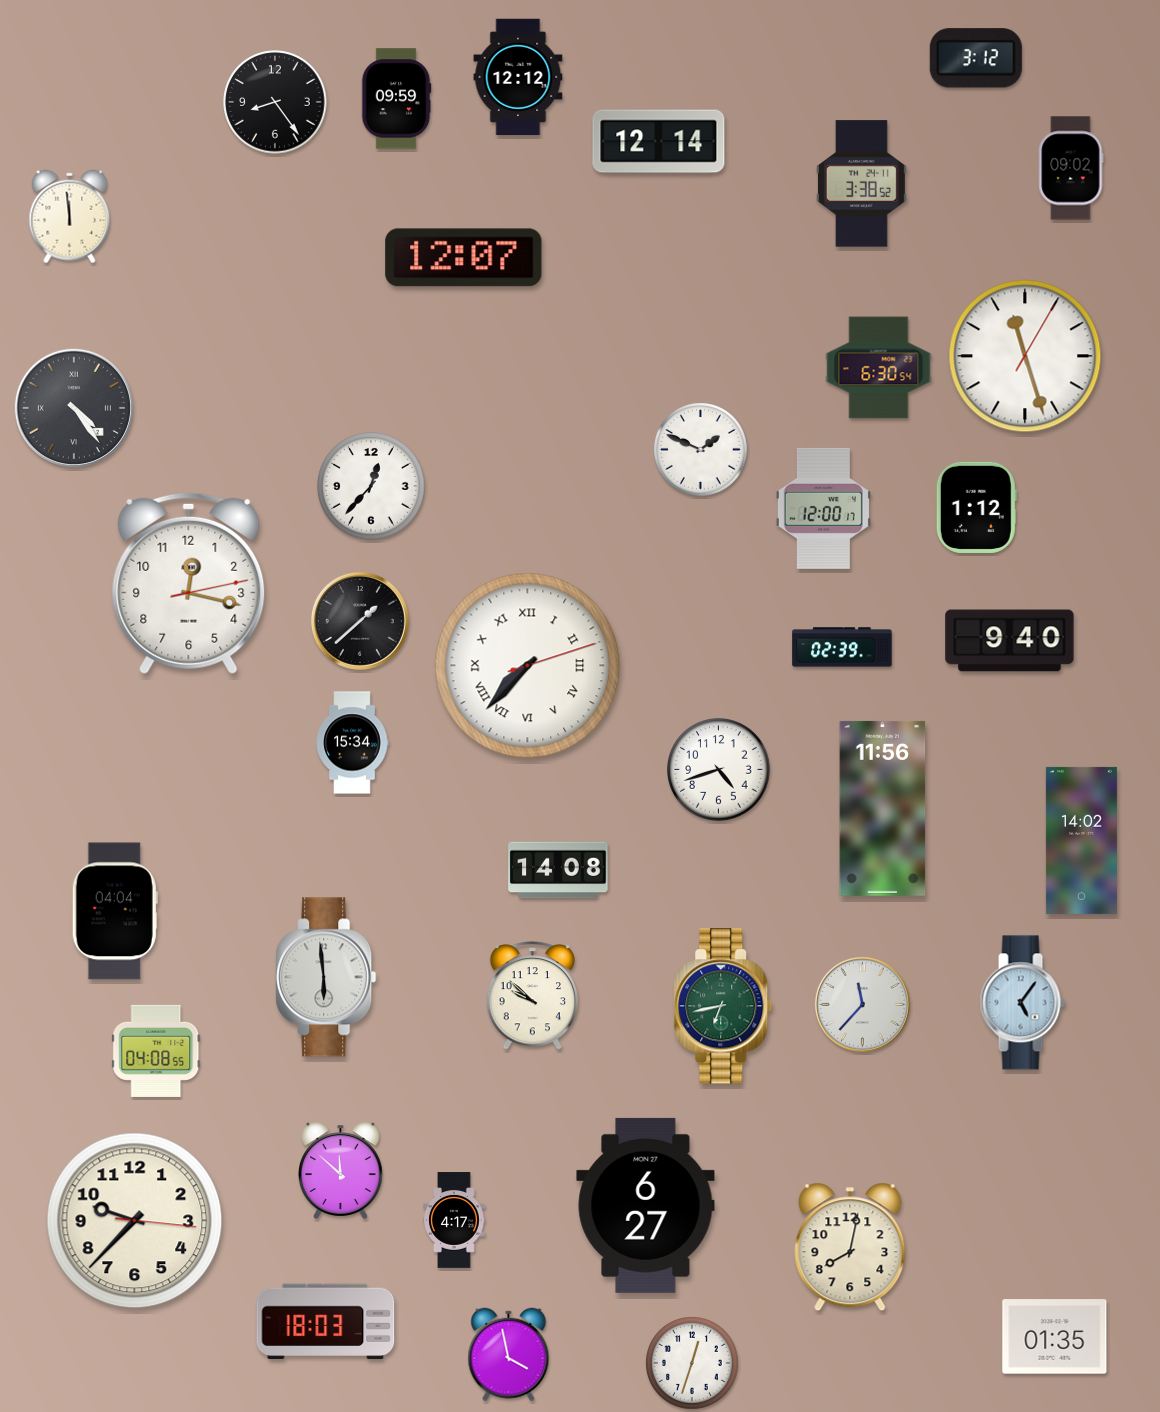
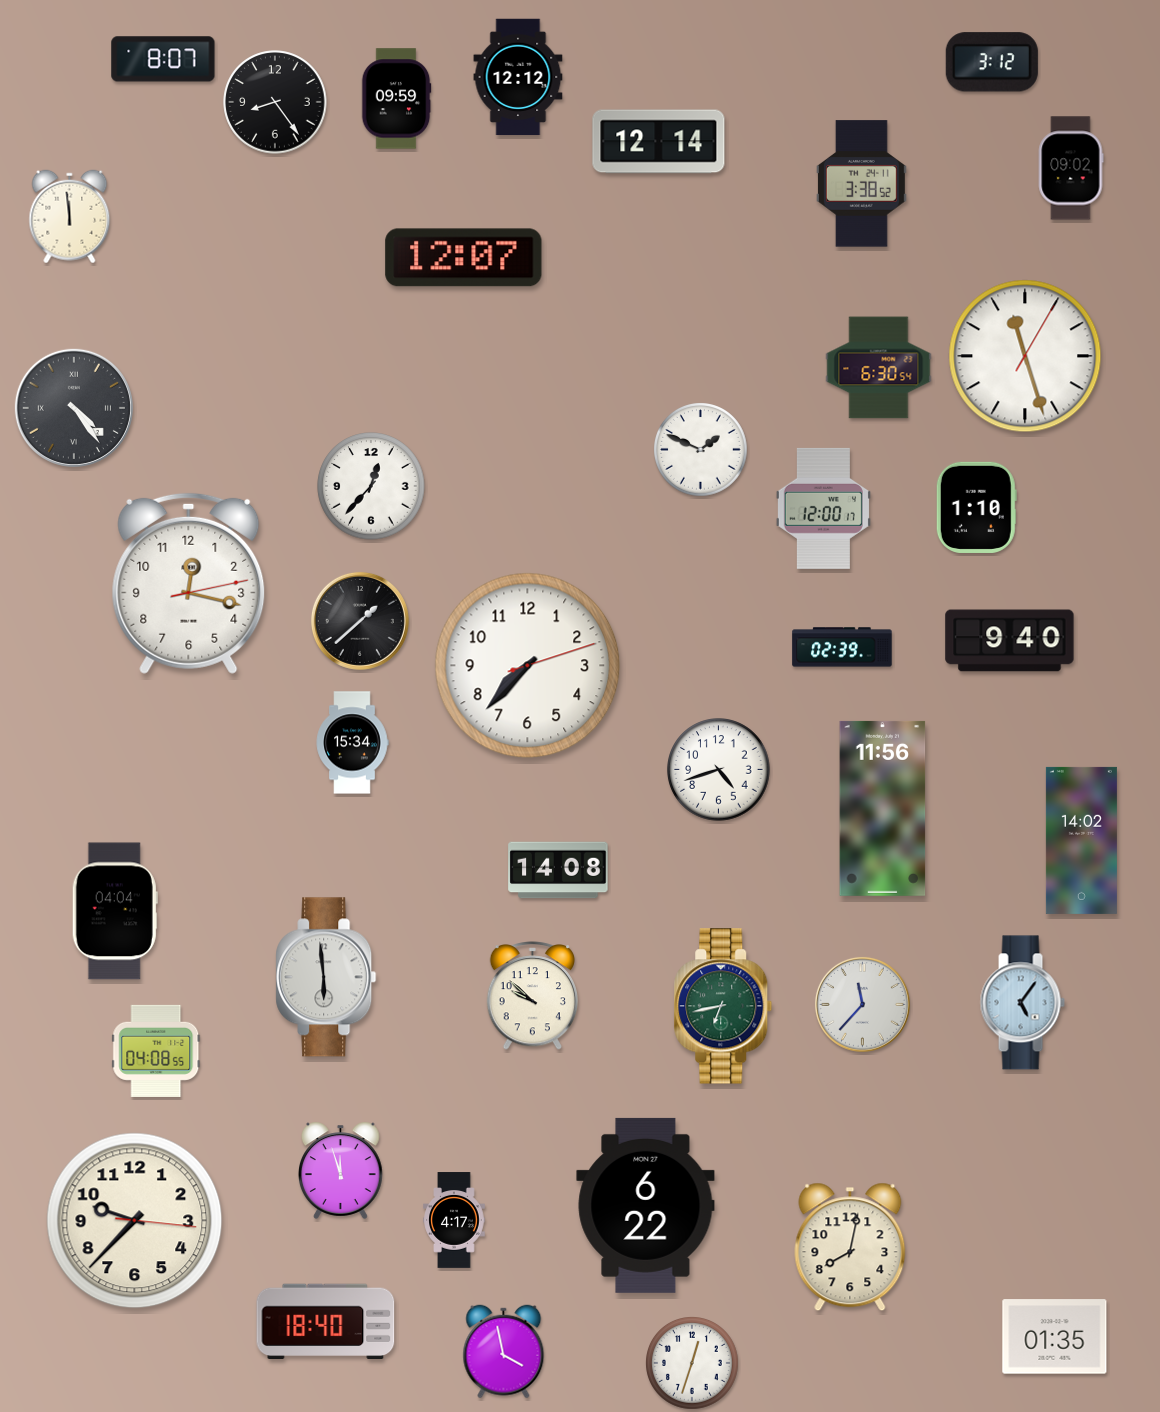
clock at (976, 58) position: (976, 58) -> (992, 62)
clock at (163, 59): none -> 8:07
clock at (976, 507): 1:12 -> 1:10
clock at (528, 666) numerals: Roman -> Arabic
clock at (341, 1170): 11:52 -> 11:57
clock at (646, 1205): 6:27 -> 6:22
clock at (326, 1321): 18:03 -> 18:40
clock at (509, 1355) position: (509, 1355) -> (504, 1352)
